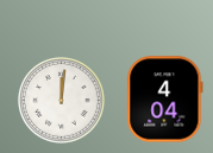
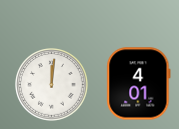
clock at (165, 100): 4:04 -> 4:01
